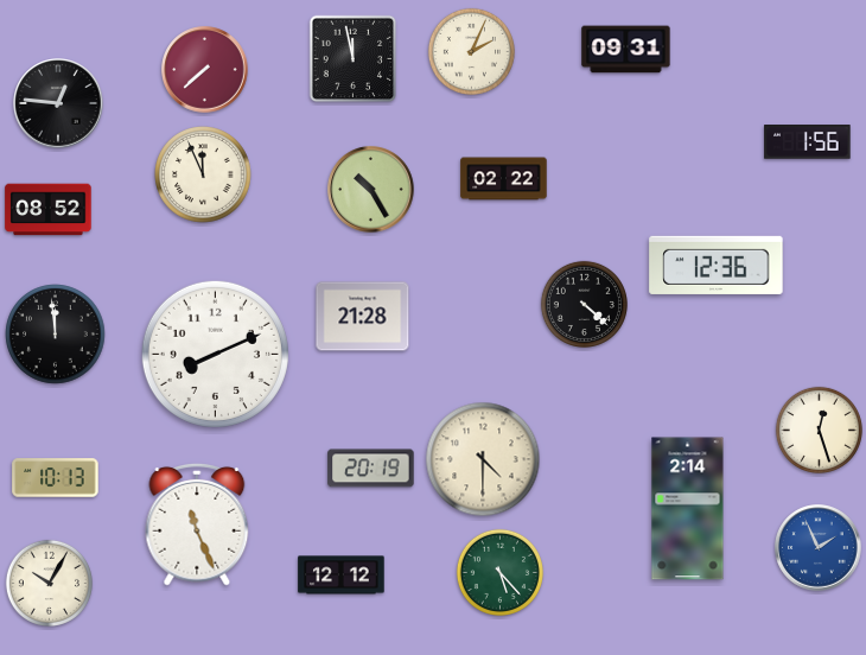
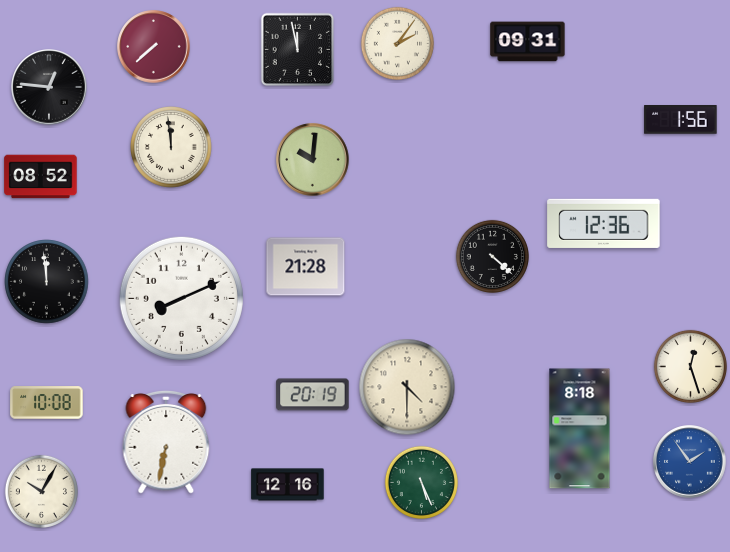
clock at (471, 51): 2:04 -> 2:06
clock at (205, 70) position: (205, 70) -> (154, 47)
clock at (204, 176): 11:56 -> 11:59
clock at (504, 179): 02:22 -> none
clock at (371, 190): 10:25 -> 10:01
clock at (819, 430) position: (819, 430) -> (690, 366)
clock at (56, 478): 10:13 -> 10:08
clock at (688, 509): 2:14 -> 8:18
clock at (197, 524): 11:26 -> 6:32
clock at (819, 548): 1:56 -> 1:54
clock at (499, 572): 5:23 -> 5:26
clock at (342, 575): 12:12 -> 12:16
